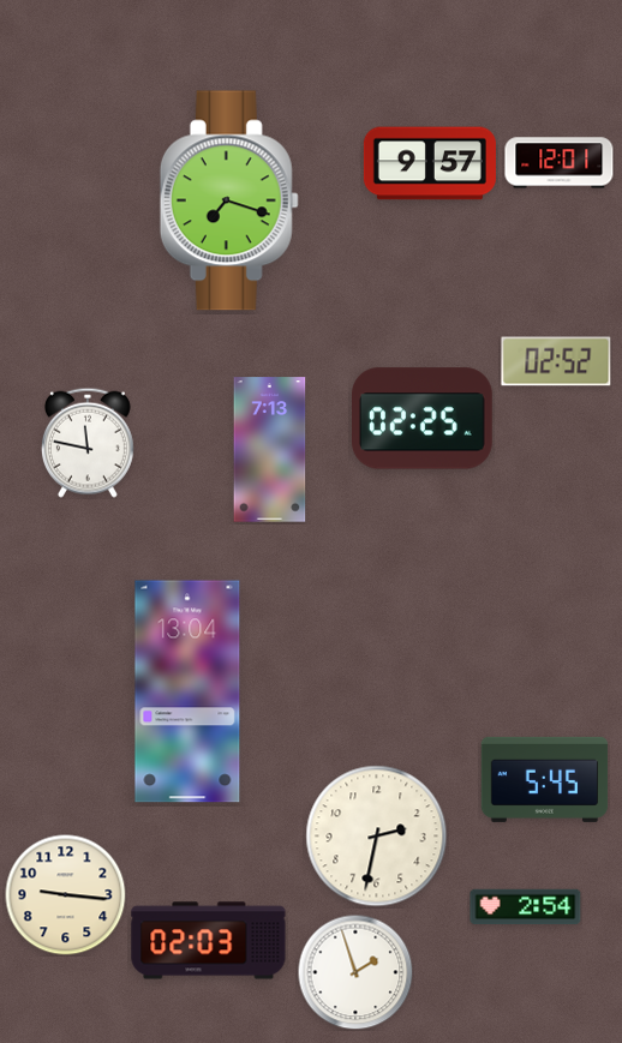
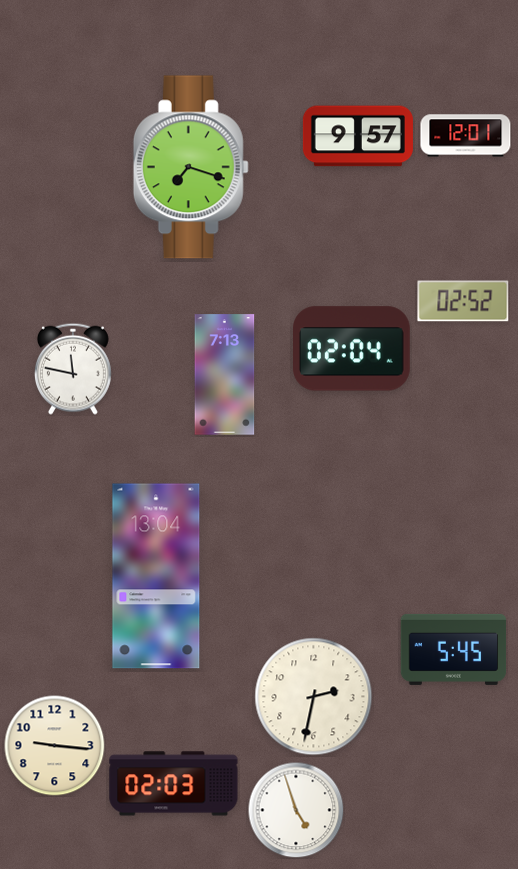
clock at (423, 419): 02:25 -> 02:04
clock at (526, 907): 2:54 -> none
clock at (355, 972): 1:57 -> 4:57
